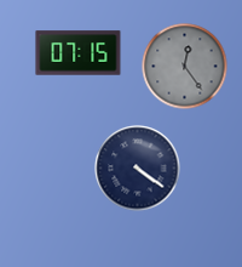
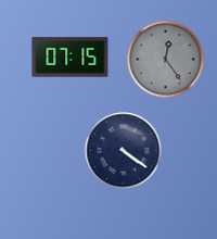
clock at (79, 53) position: (79, 53) -> (71, 58)
